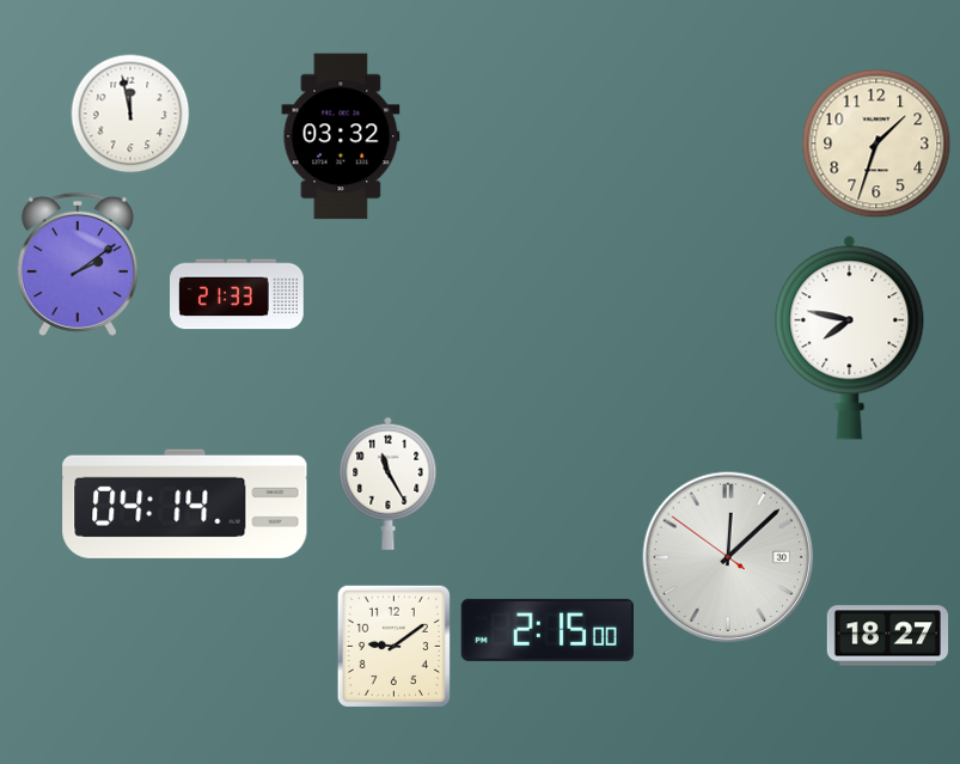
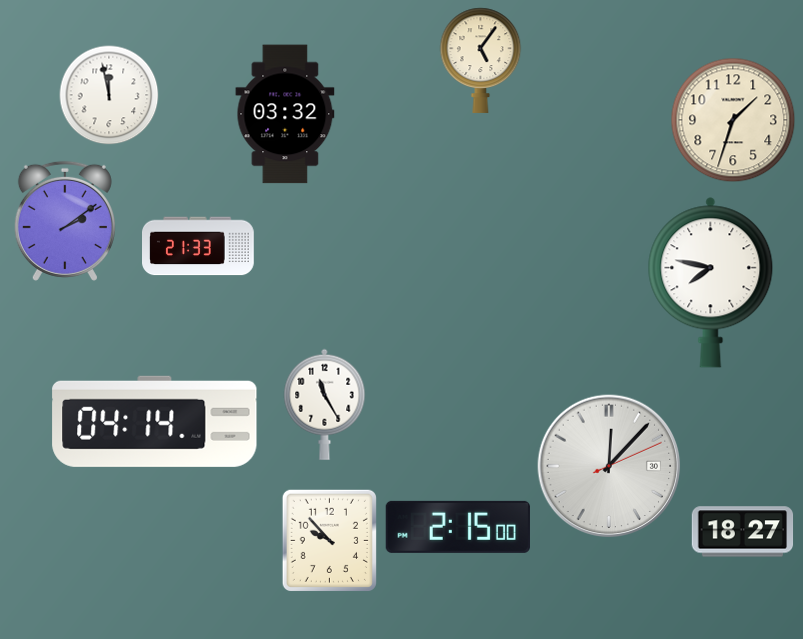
clock at (481, 60): none -> 5:06
clock at (728, 557): 12:07:51 -> 12:07:11
clock at (393, 646): 9:09 -> 9:53
